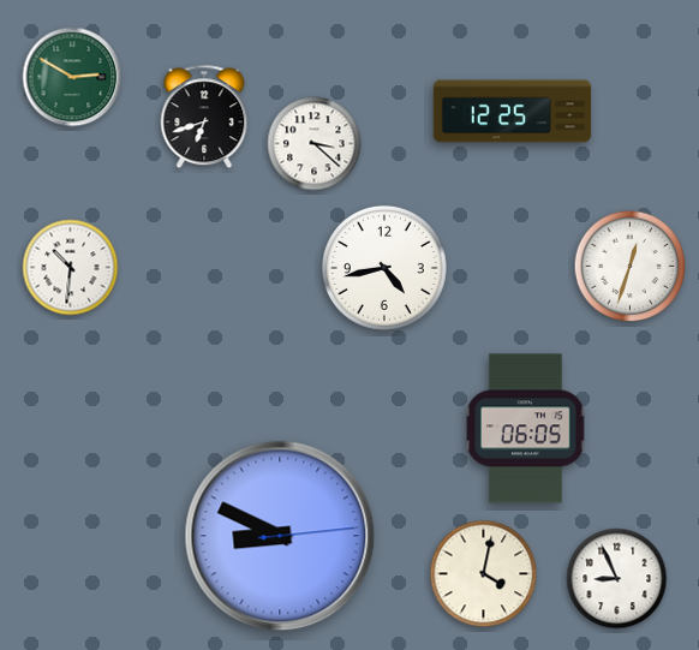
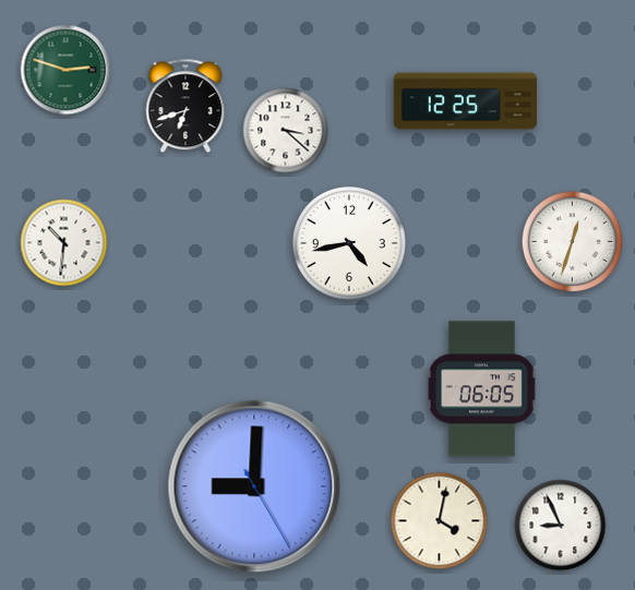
clock at (72, 77): 2:50 -> 2:48
clock at (526, 429) position: (526, 429) -> (482, 389)
clock at (280, 536): 8:49 -> 9:00
